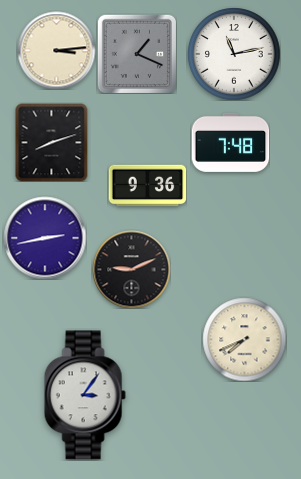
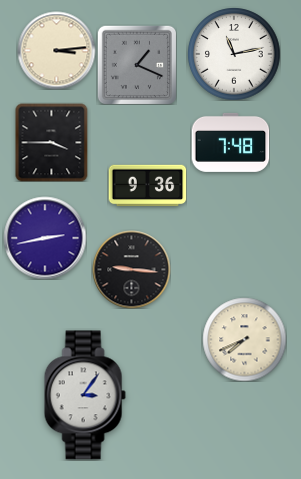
clock at (137, 54) position: (137, 54) -> (137, 65)
clock at (52, 142): 8:12 -> 3:45
clock at (131, 269): 9:11 -> 9:16
